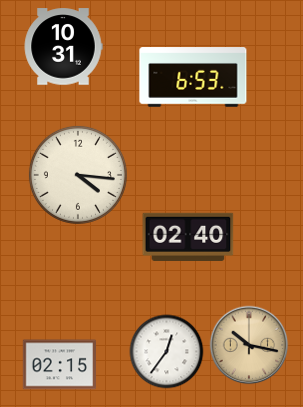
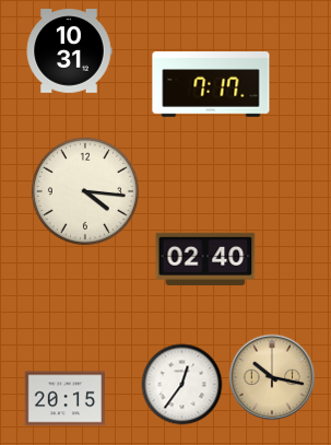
clock at (193, 77): 6:53 -> 7:17
clock at (59, 365): 02:15 -> 20:15
